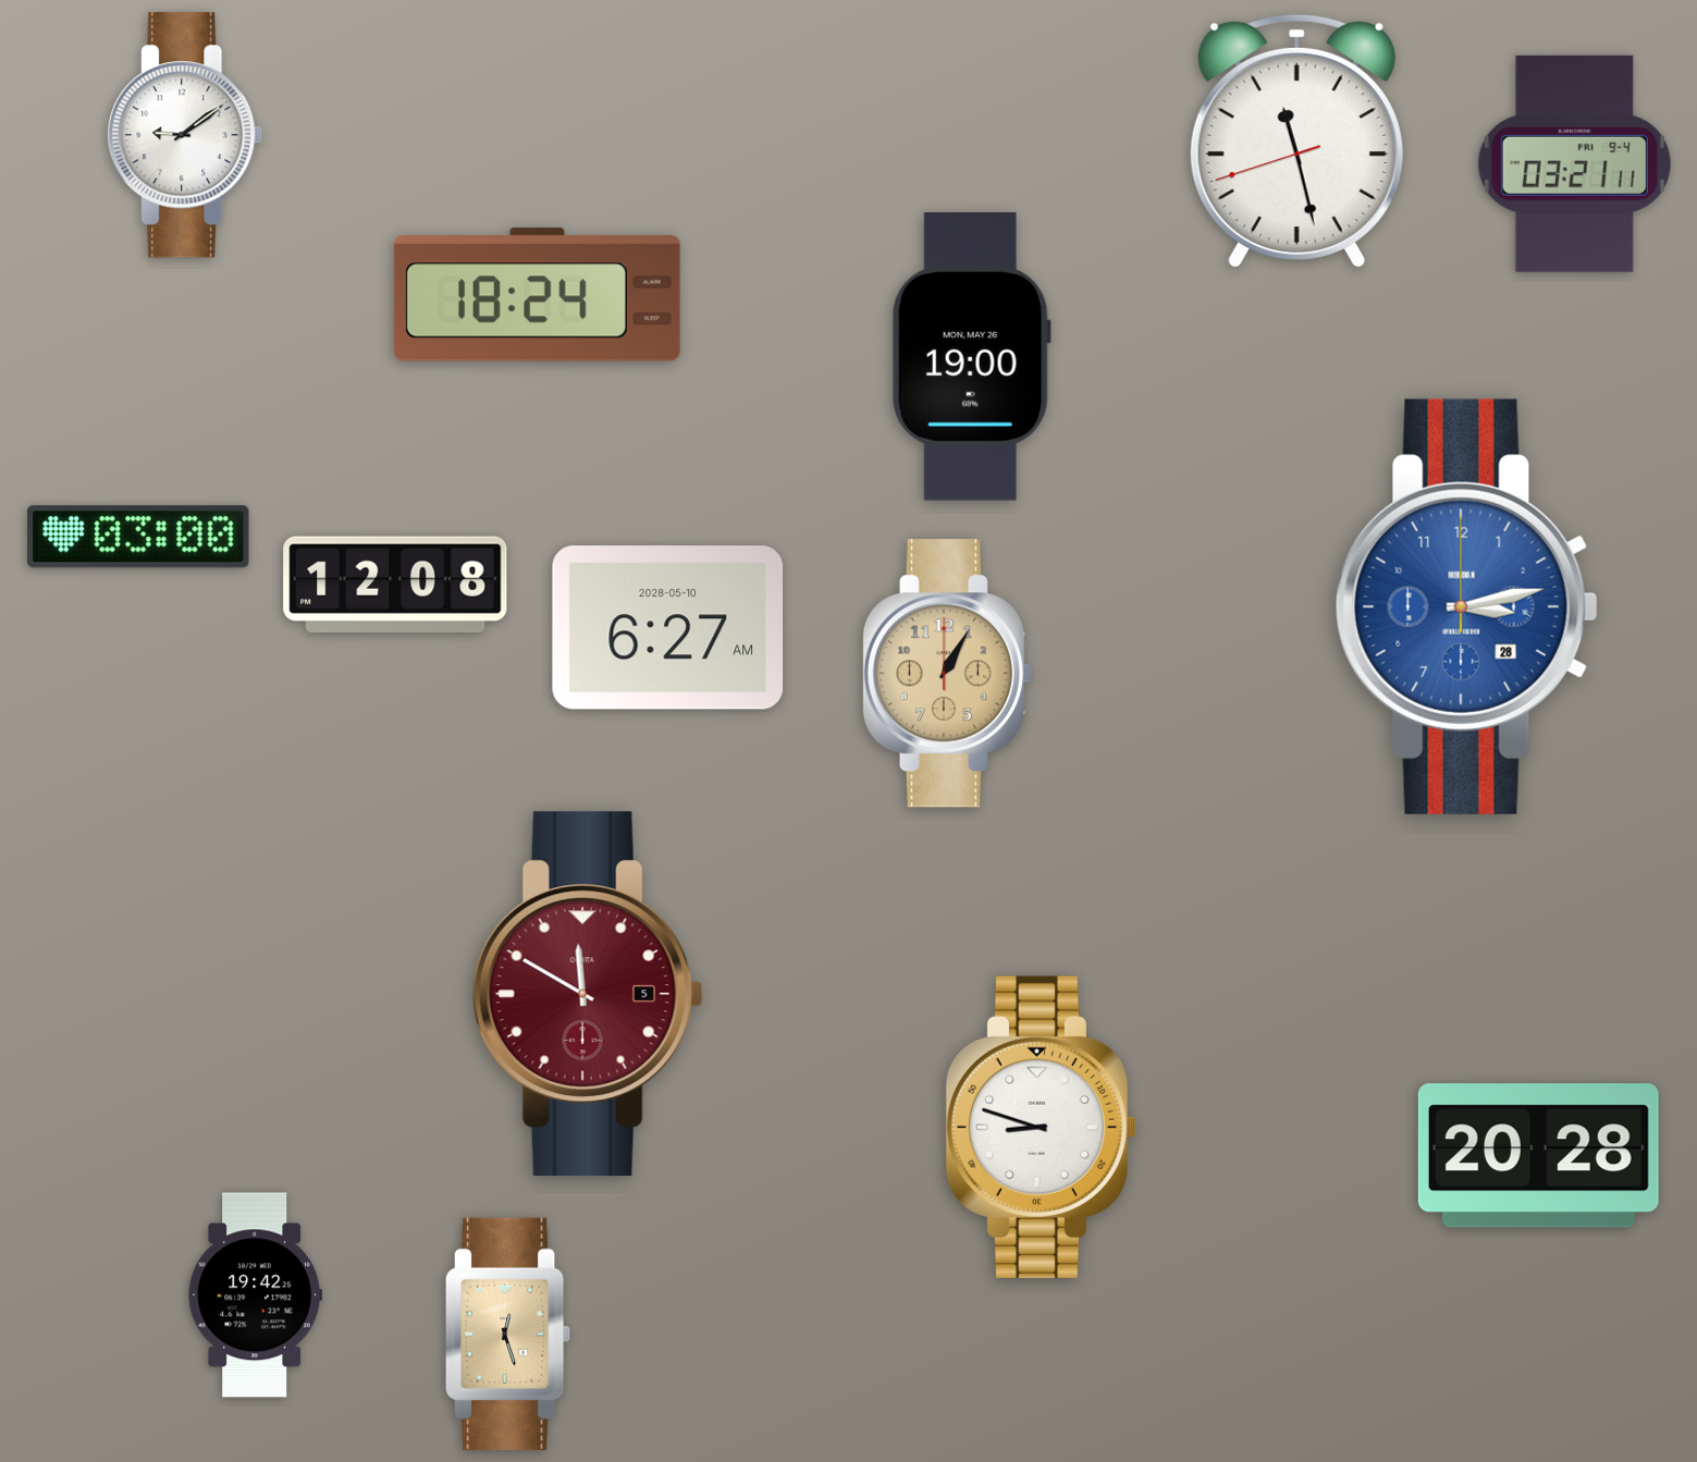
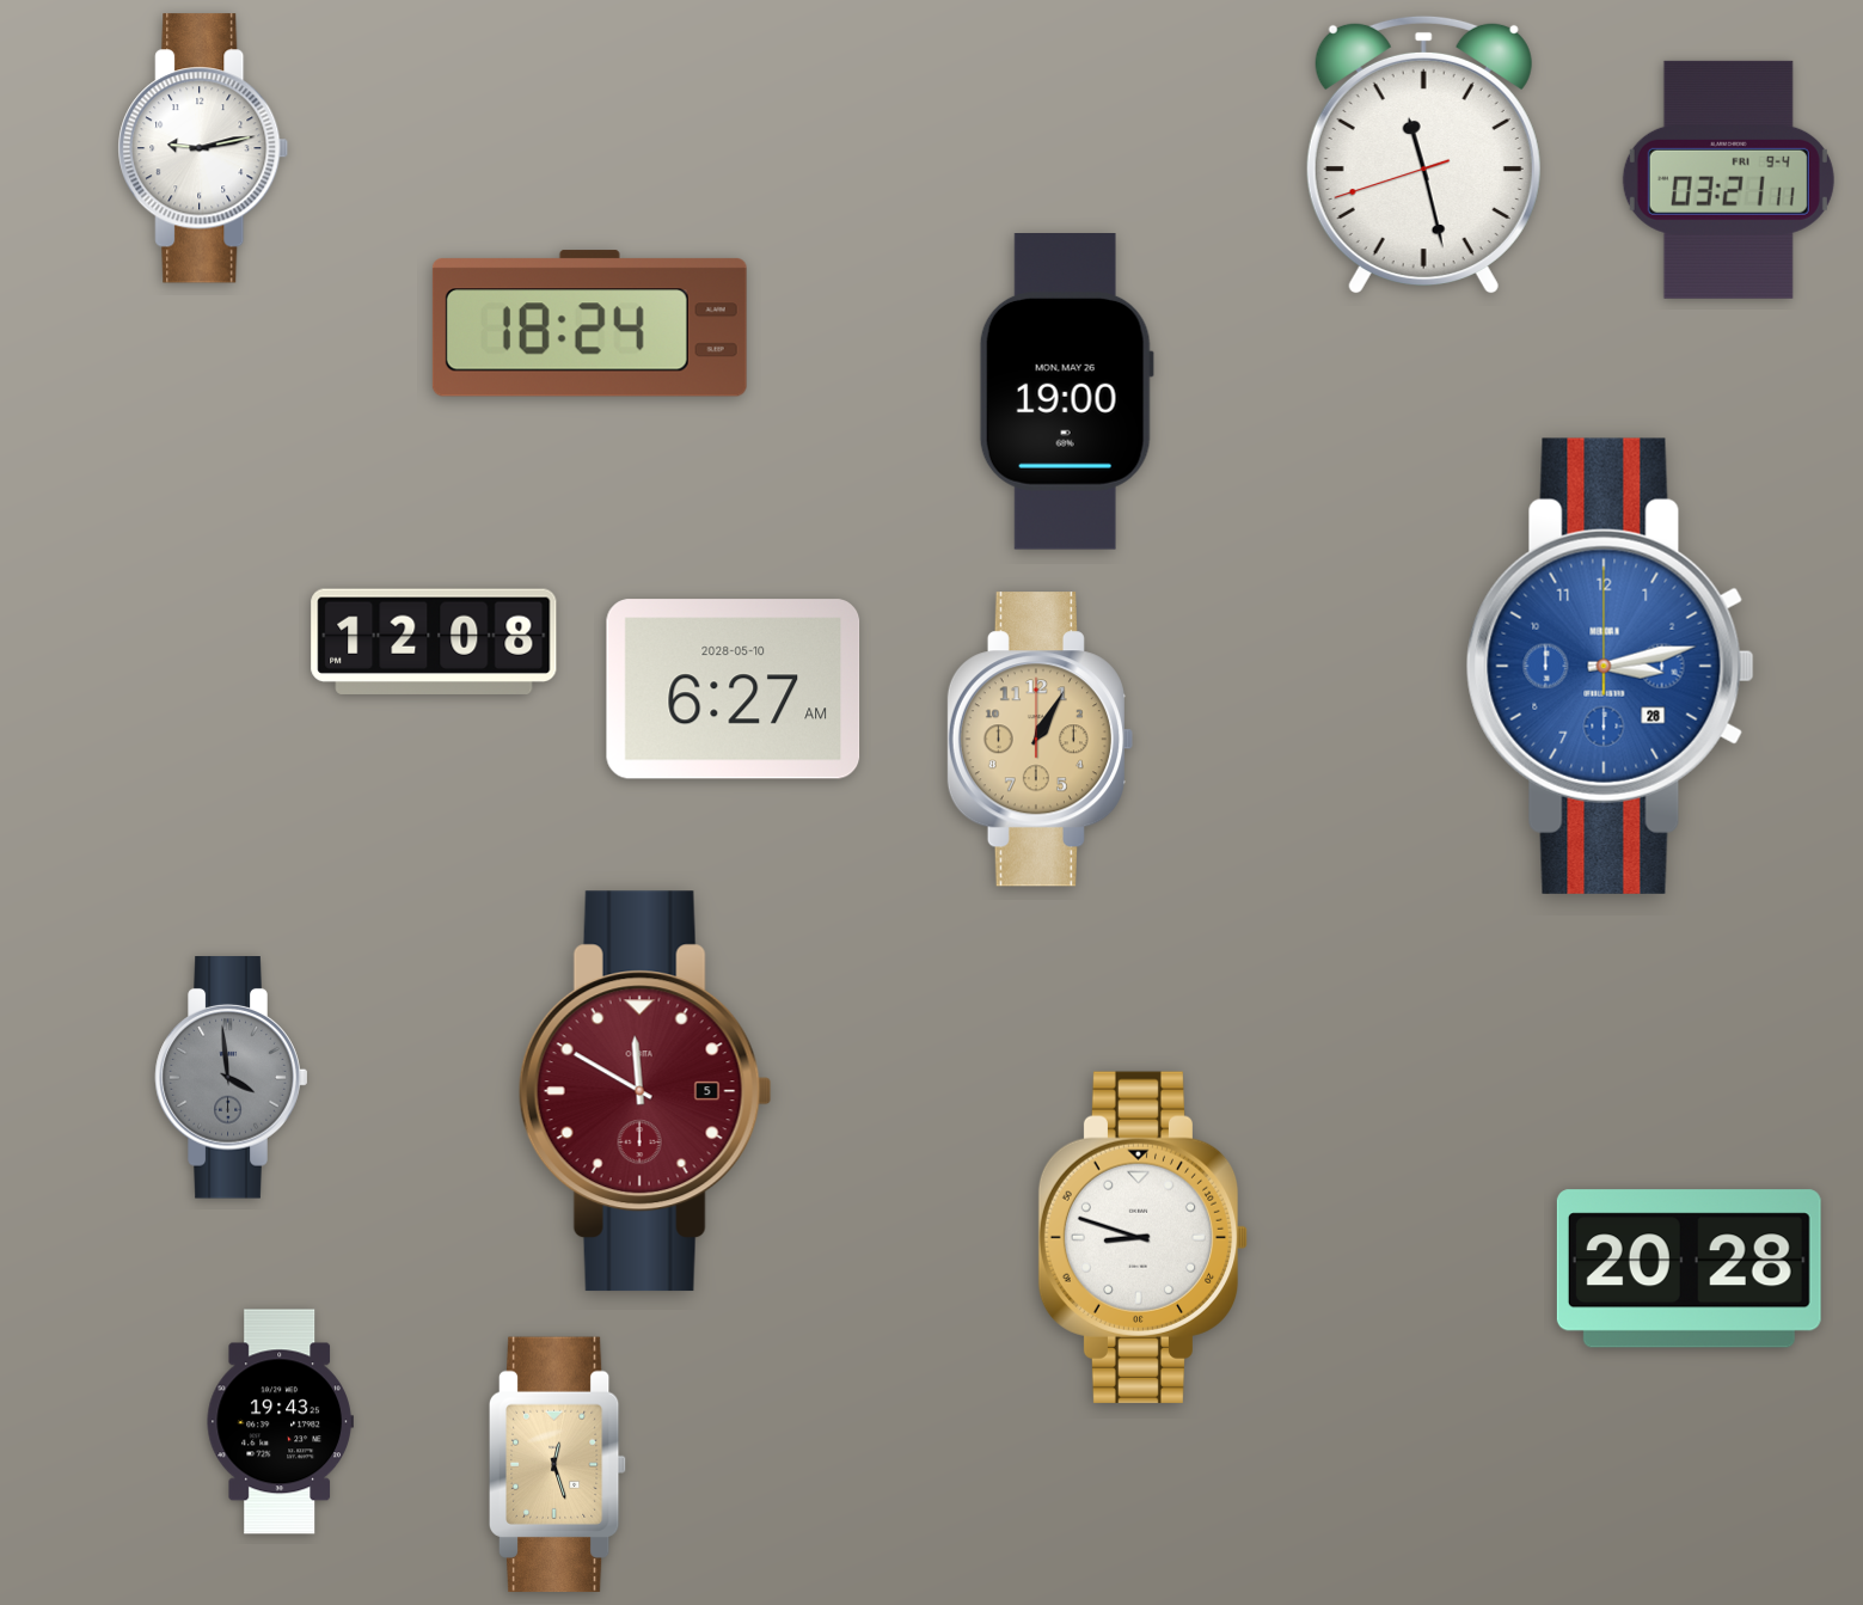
clock at (185, 135): 9:09 -> 9:13
clock at (138, 537): 03:00 -> none
clock at (232, 1078): none -> 3:59
clock at (255, 1295): 19:42 -> 19:43
